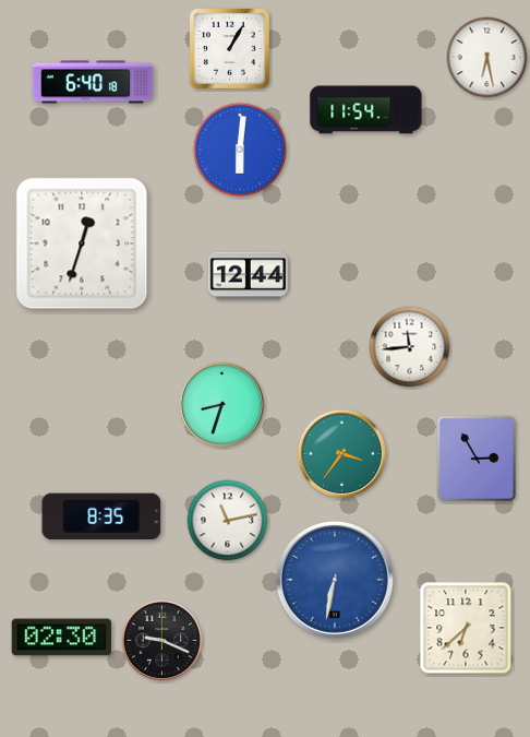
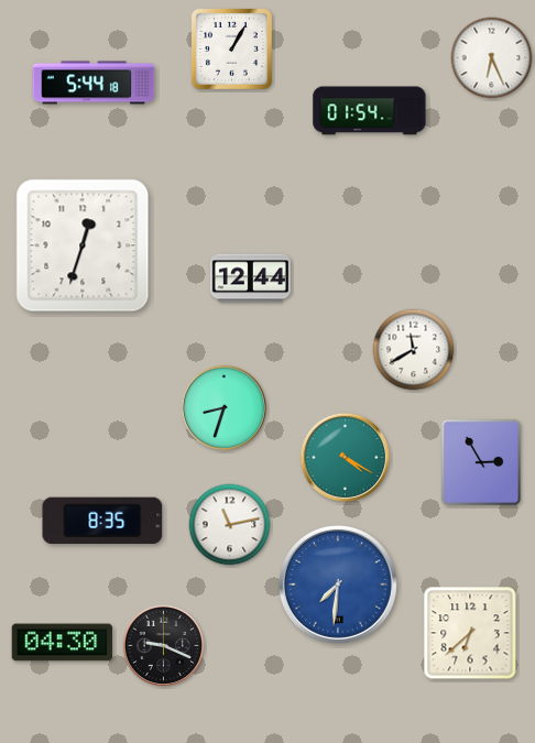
clock at (487, 58): 6:28 -> 6:26
clock at (93, 82): 6:40 -> 5:44
clock at (366, 110): 11:54 -> 01:54
clock at (240, 150): 6:01 -> none
clock at (410, 347): 11:44 -> 11:40
clock at (341, 453): 3:36 -> 4:20
clock at (335, 580): 6:32 -> 7:31
clock at (62, 638): 02:30 -> 04:30
